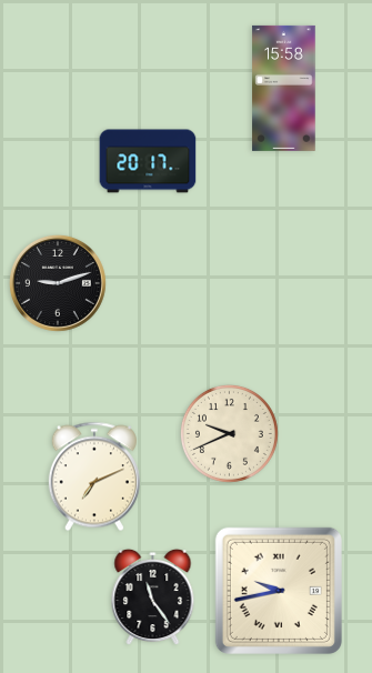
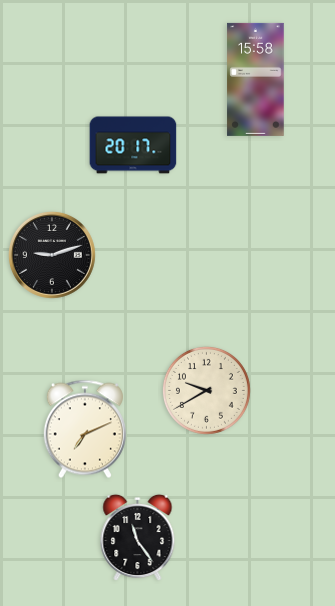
clock at (229, 433): 9:41 -> 9:40
clock at (279, 591): 9:43 -> none
